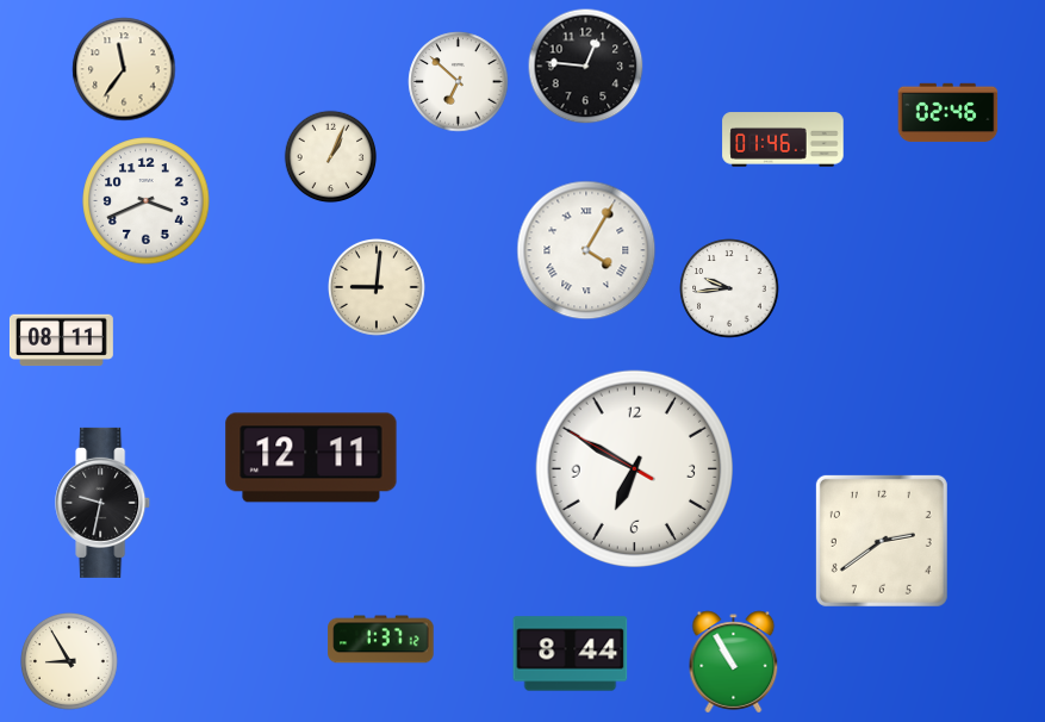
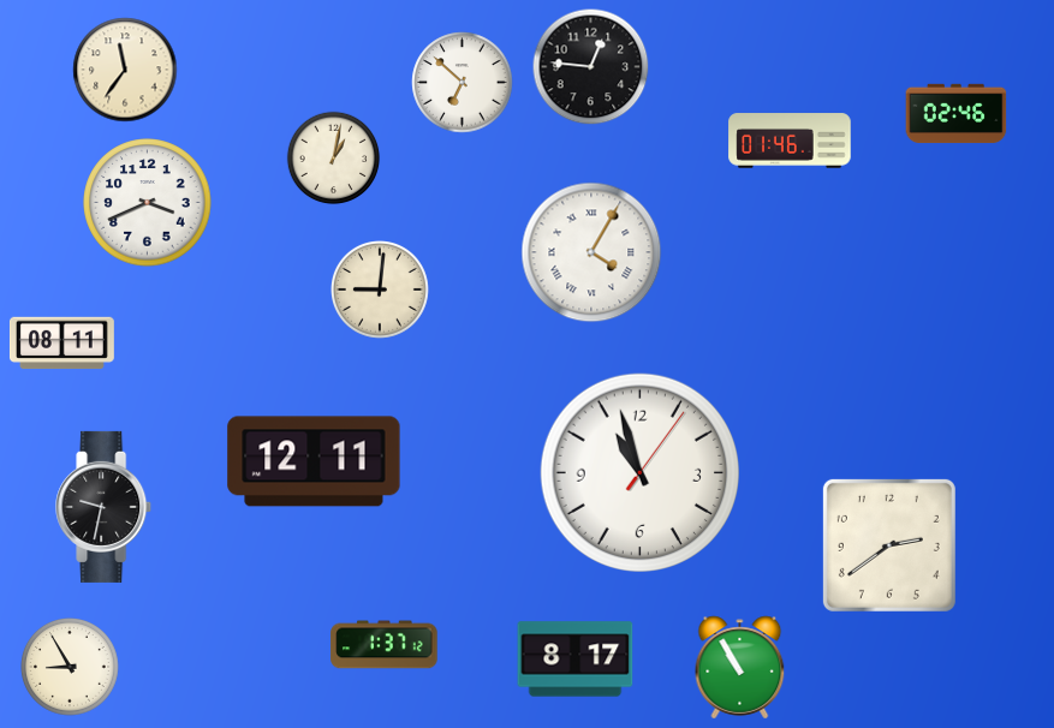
clock at (331, 157): 1:04 -> 1:02
clock at (729, 288): 9:44 -> none
clock at (635, 469): 6:49 -> 10:57
clock at (571, 654): 8:44 -> 8:17
